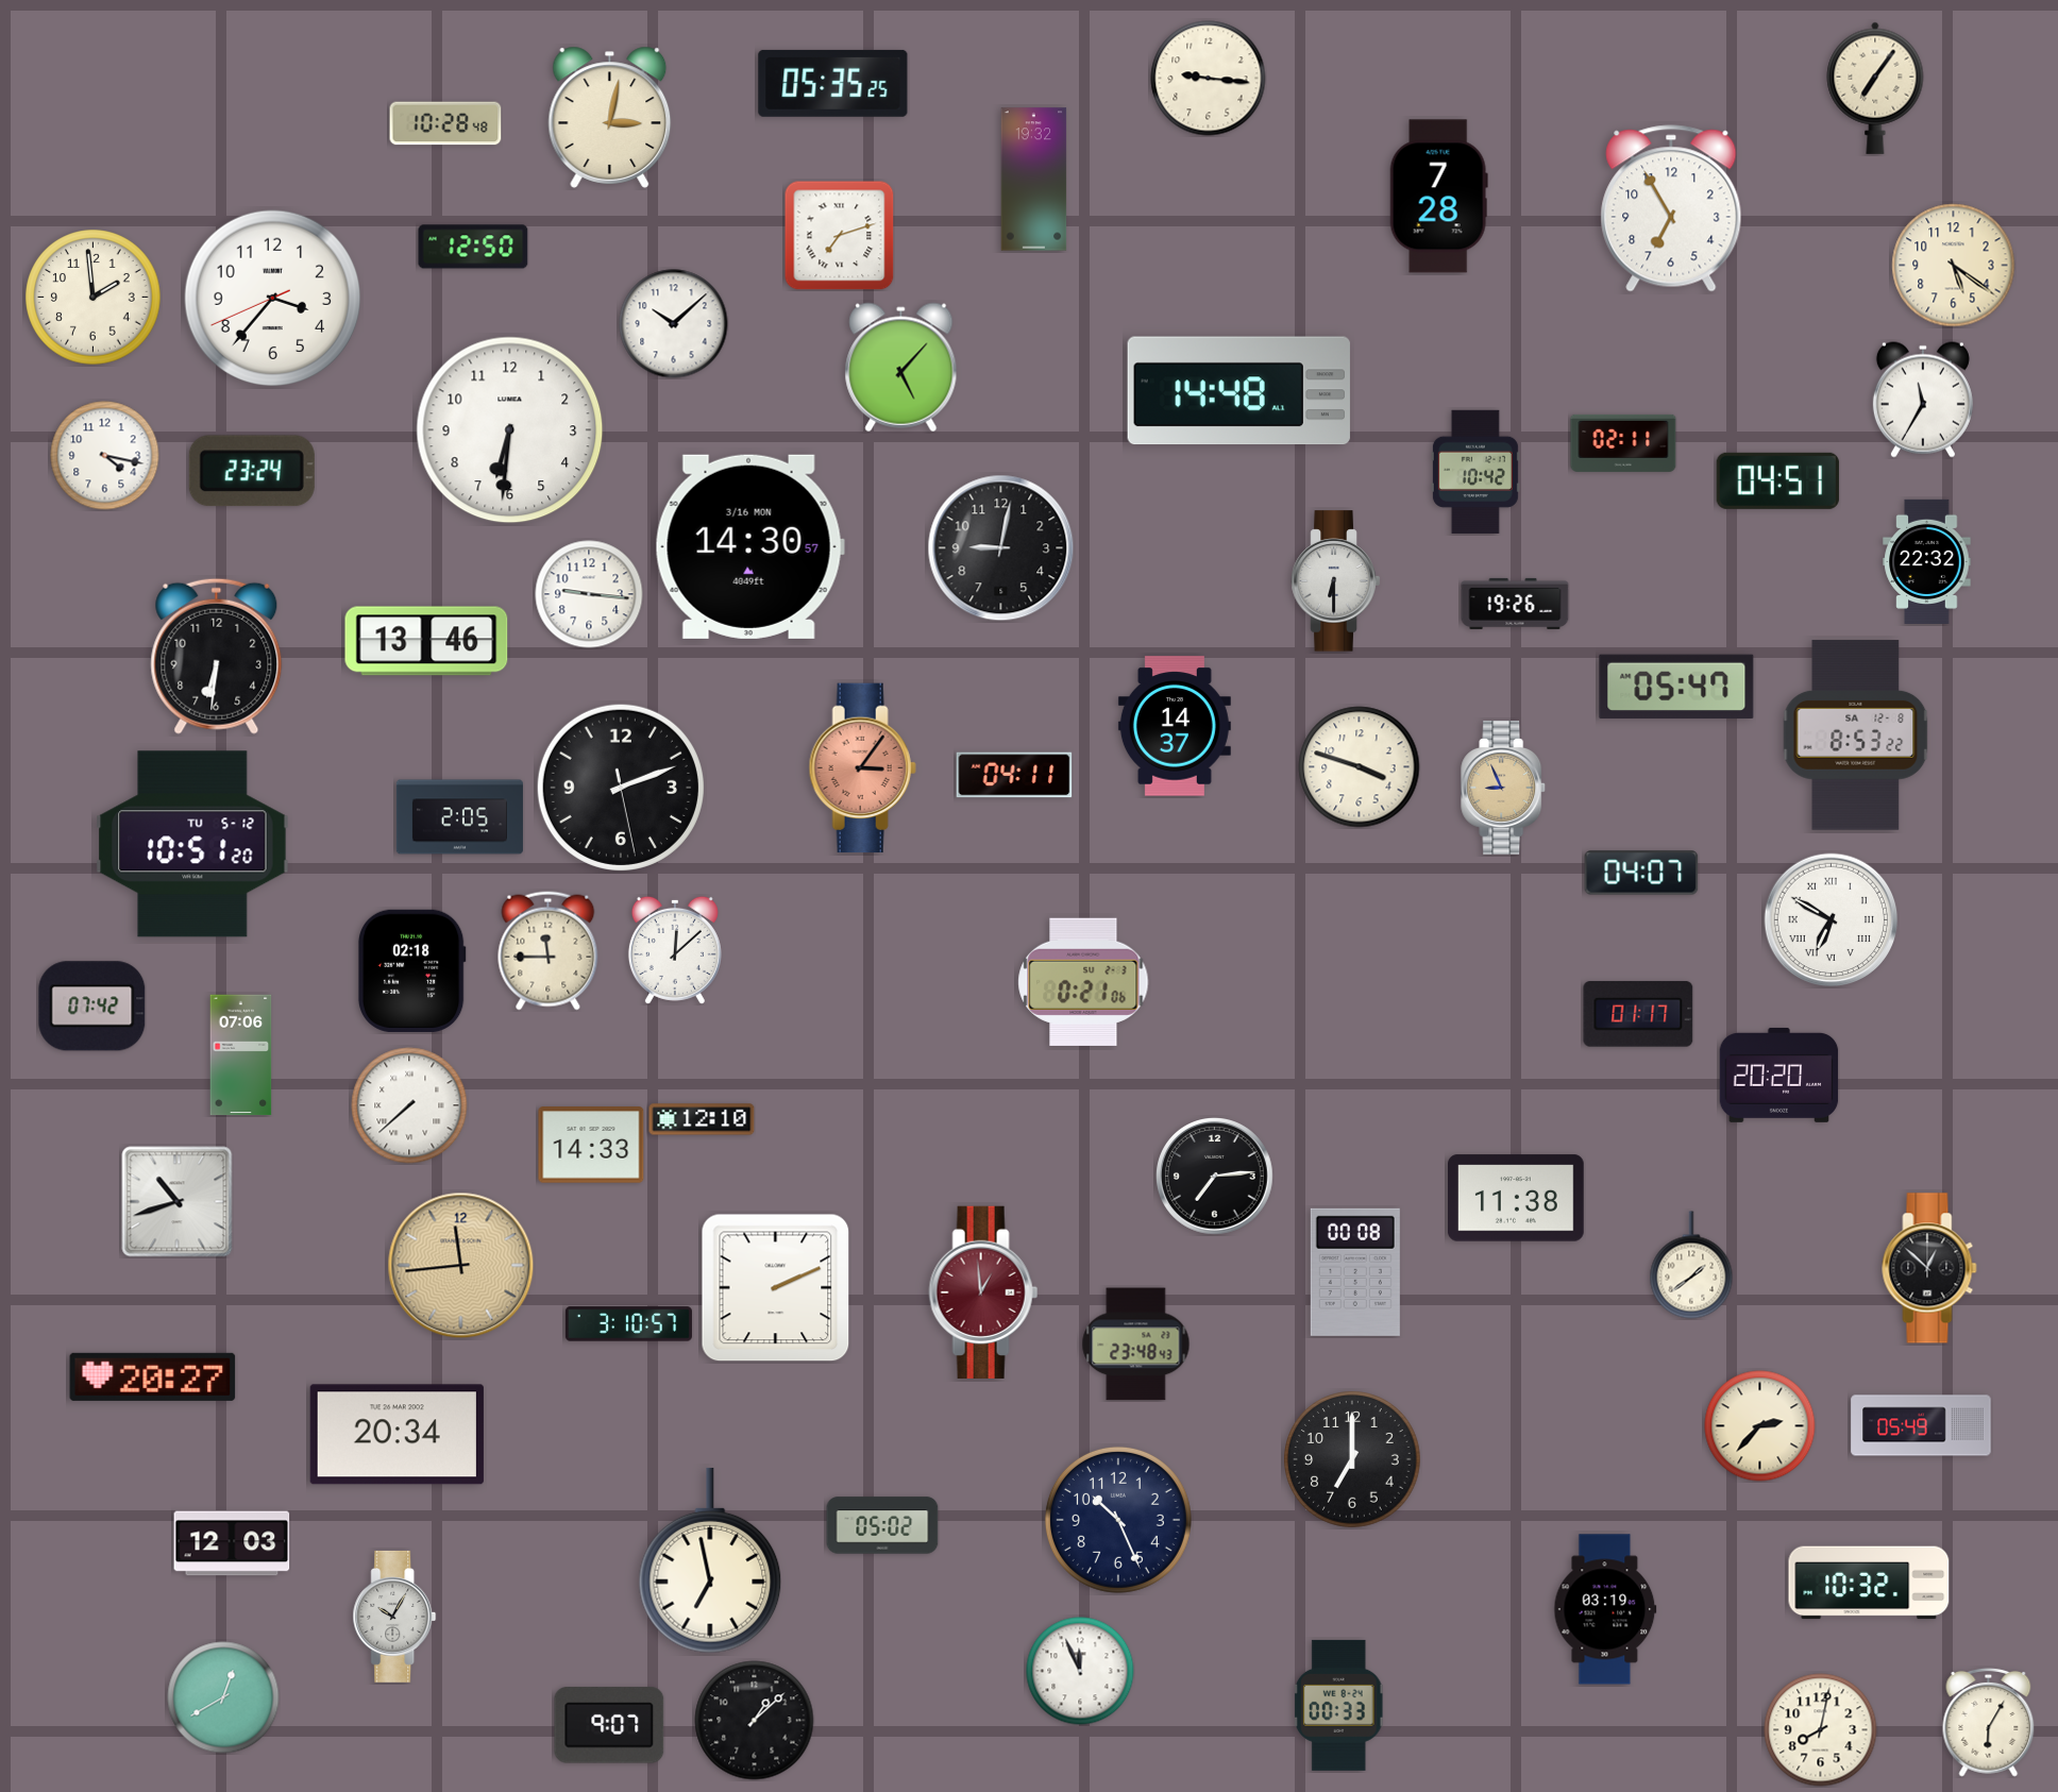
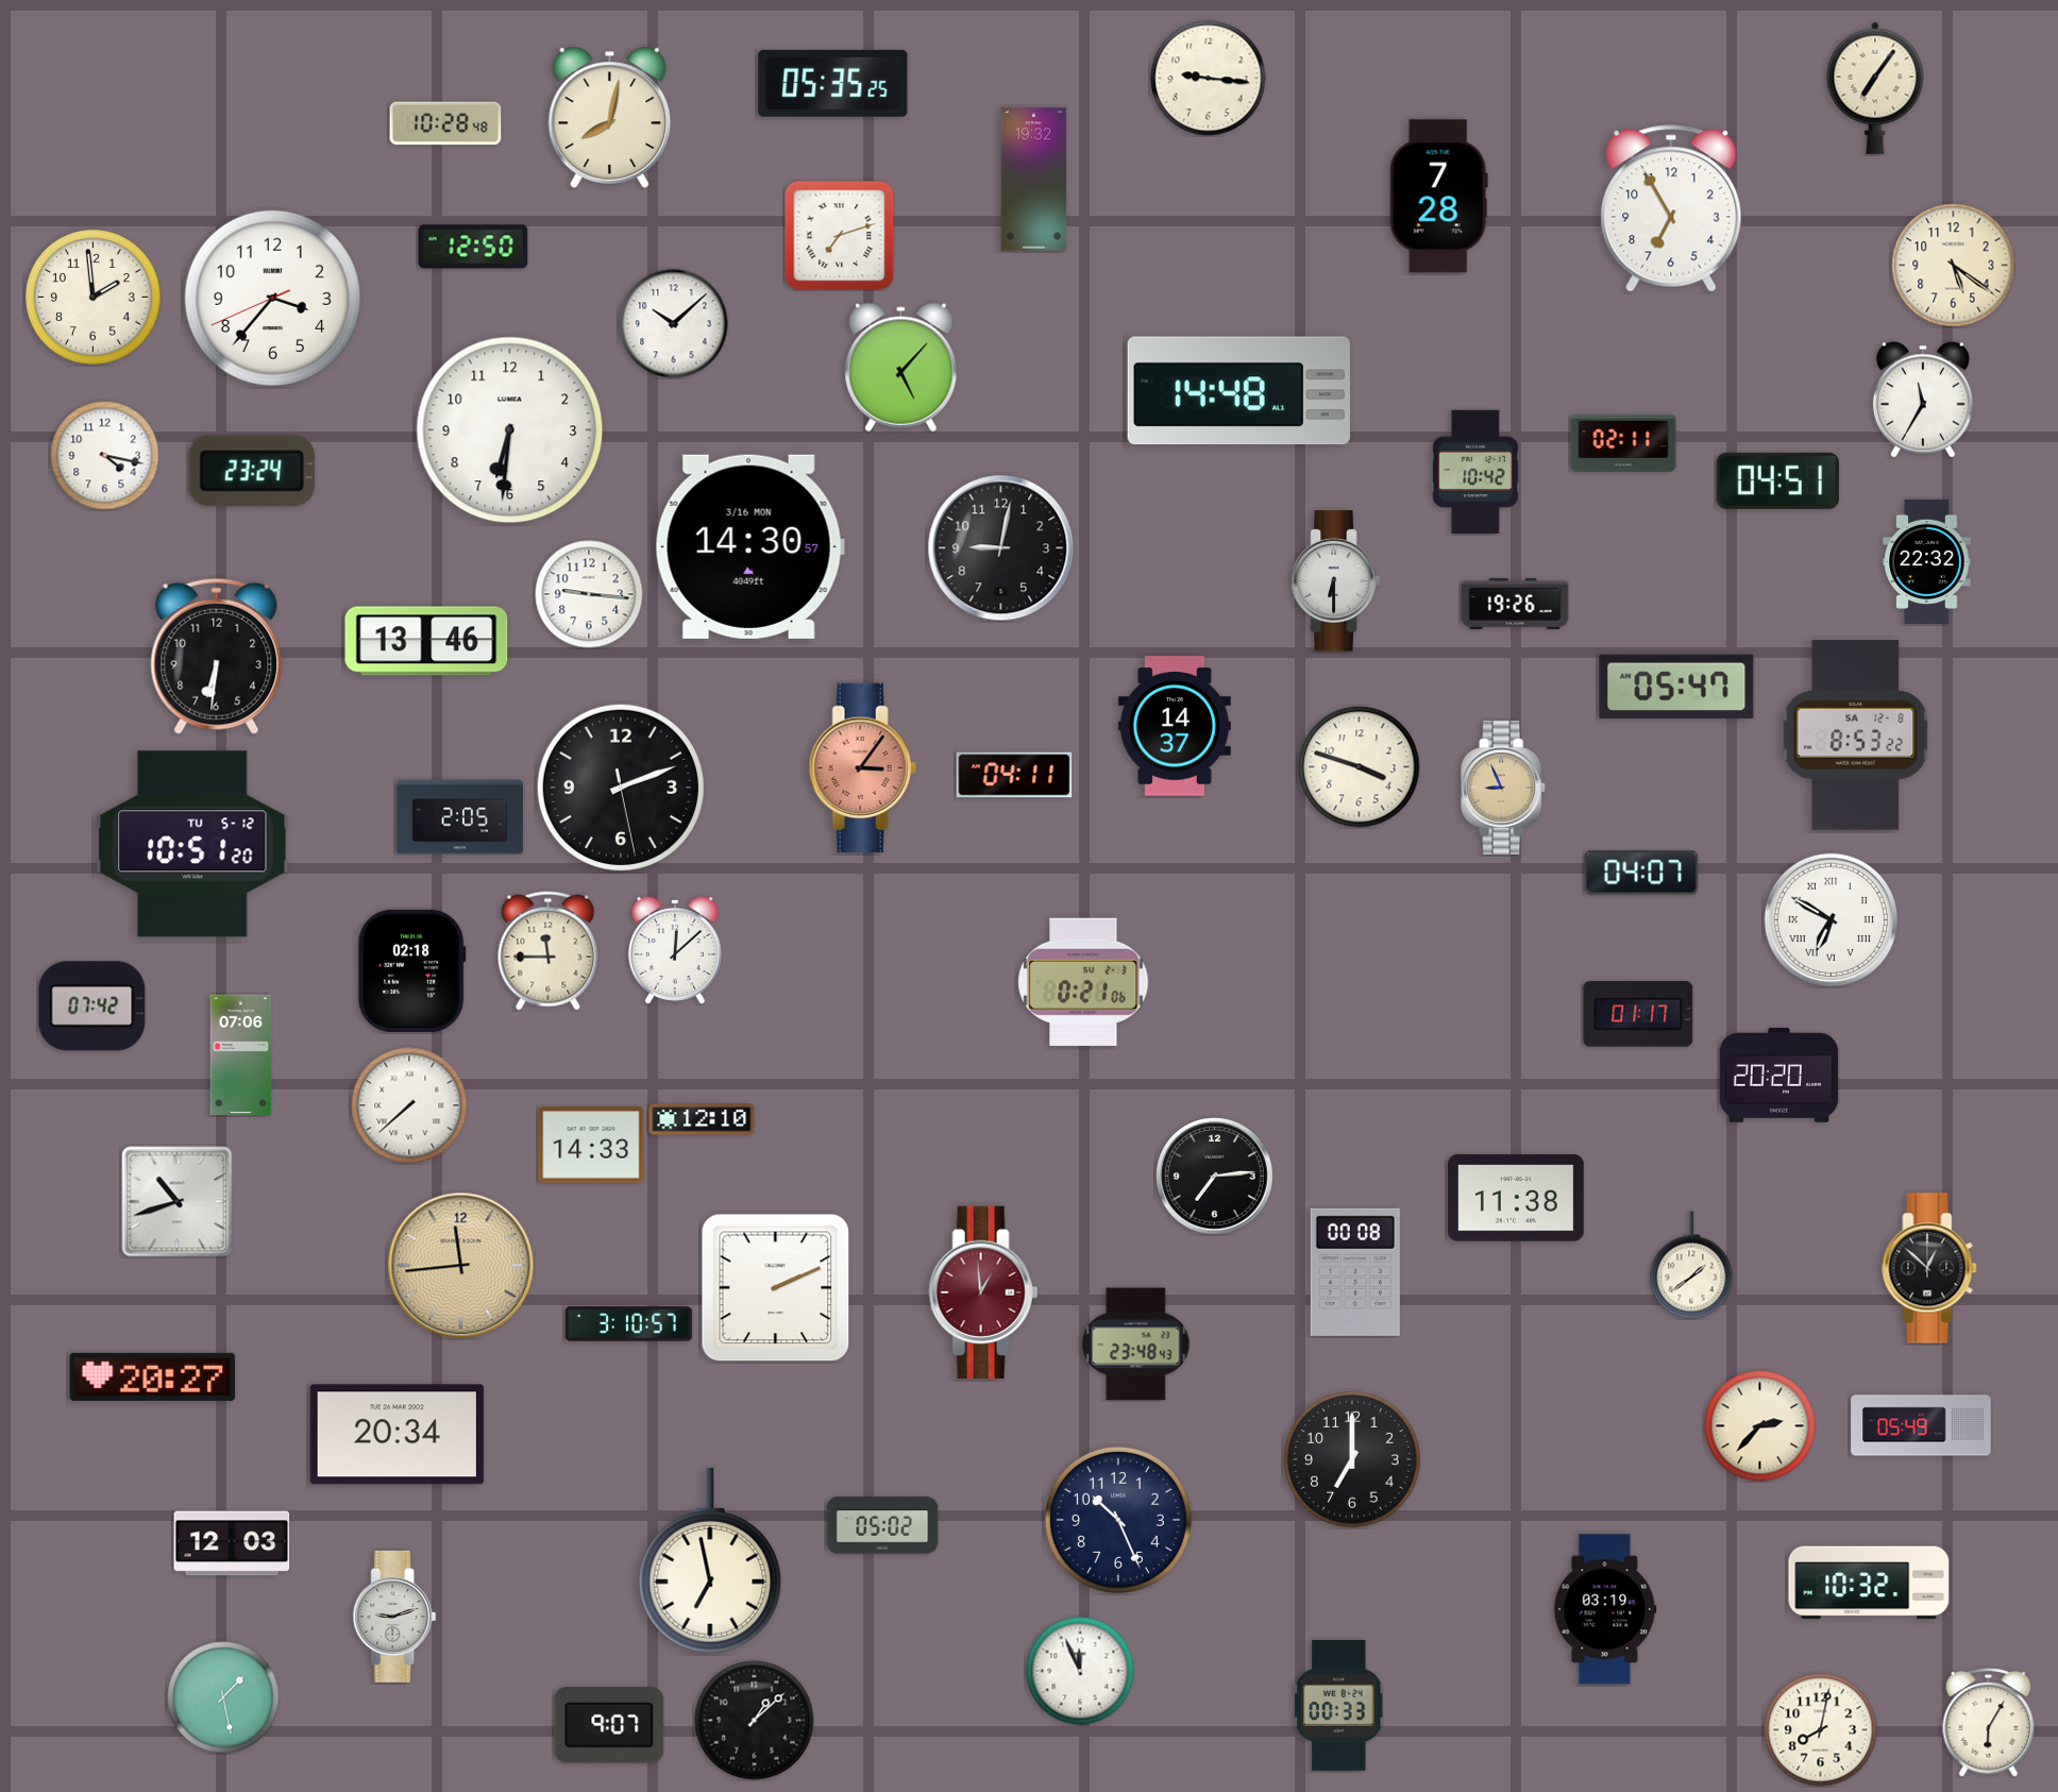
clock at (610, 117): 3:02 -> 8:02
clock at (394, 1617): 10:05 -> 9:12
clock at (223, 1697): 12:40 -> 1:28
